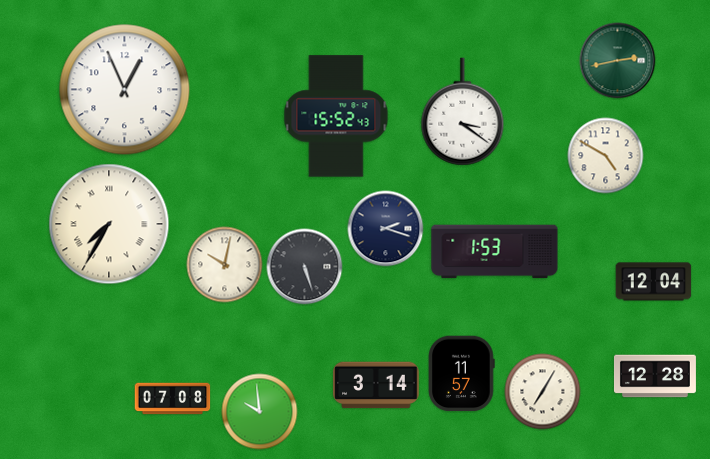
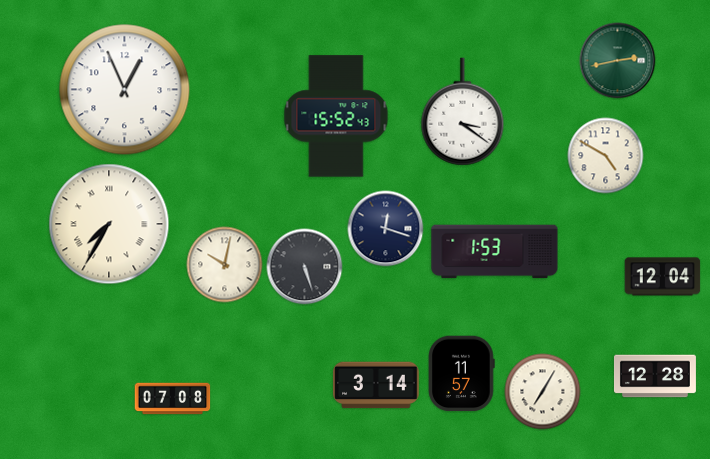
clock at (386, 229): 2:18 -> 12:18
clock at (654, 282) position: (654, 282) -> (663, 277)
clock at (260, 412): 9:59 -> none
